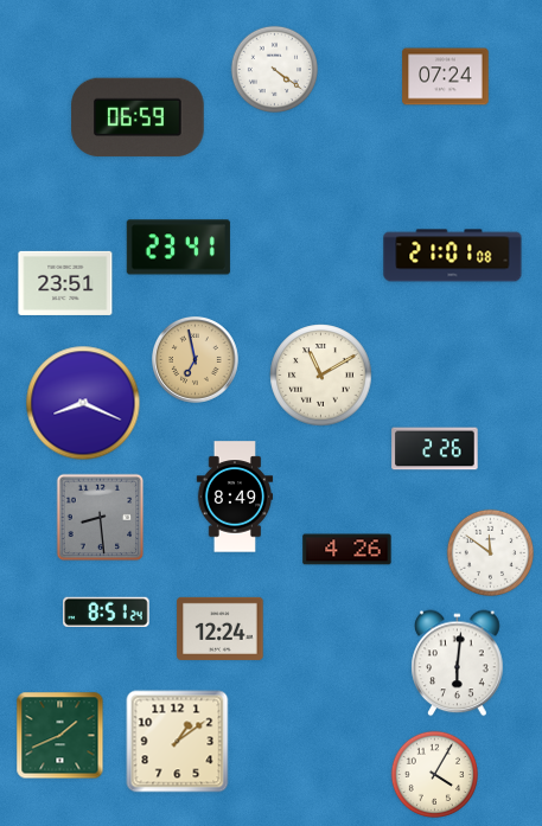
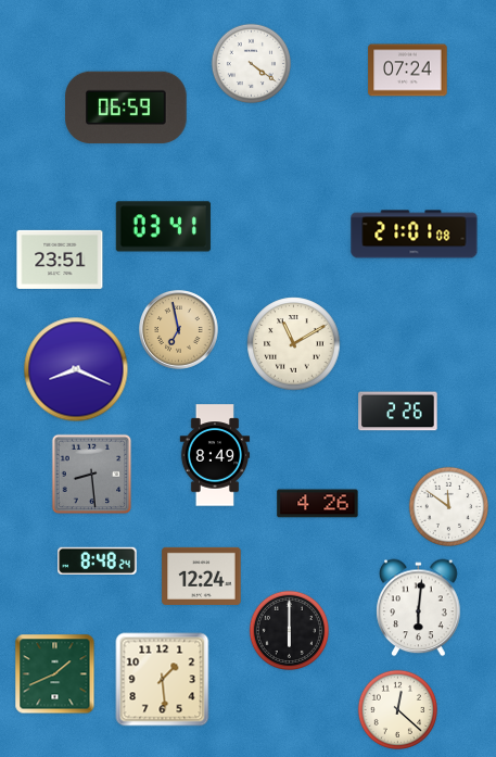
clock at (178, 248): 23:41 -> 03:41
clock at (107, 612): 8:51 -> 8:48
clock at (289, 630): none -> 6:00
clock at (178, 742): 1:09 -> 1:29
clock at (434, 774): 4:05 -> 12:22
